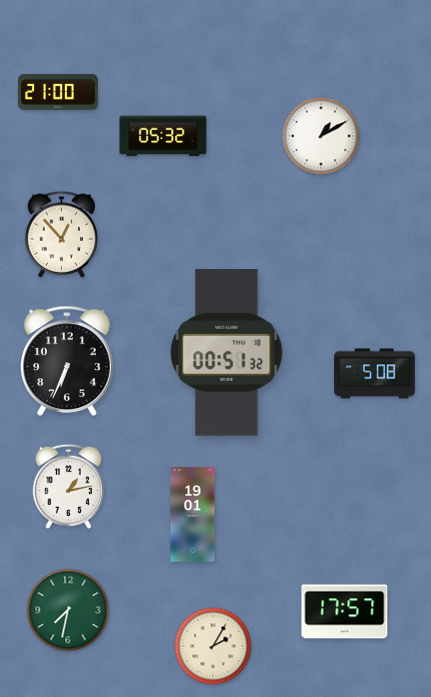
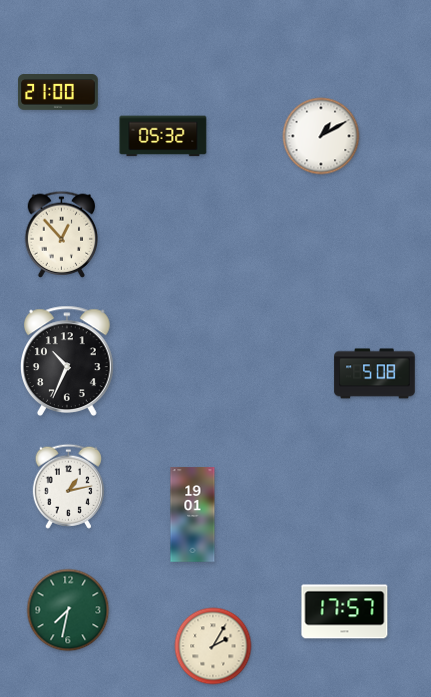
clock at (227, 353): 00:51 -> none
clock at (68, 361): 6:34 -> 10:34
